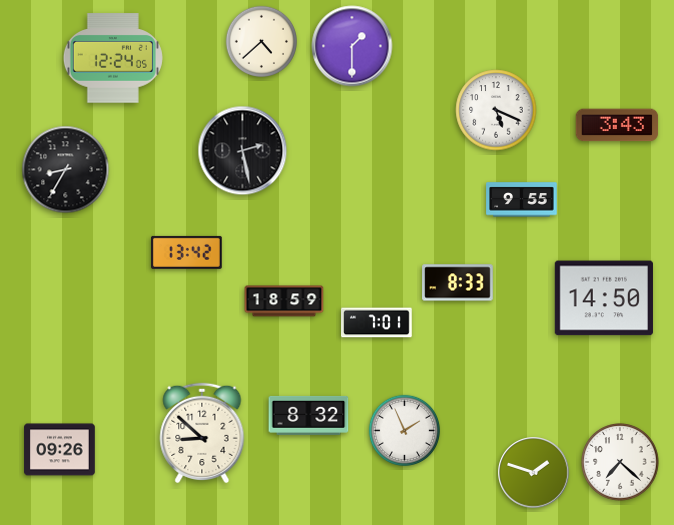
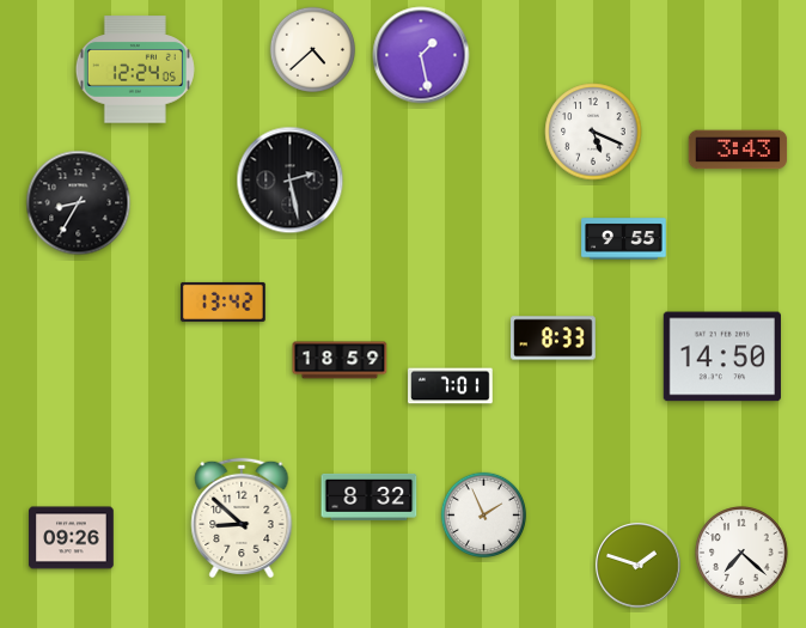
clock at (352, 46): 1:30 -> 1:28
clock at (458, 283) position: (458, 283) -> (554, 339)
